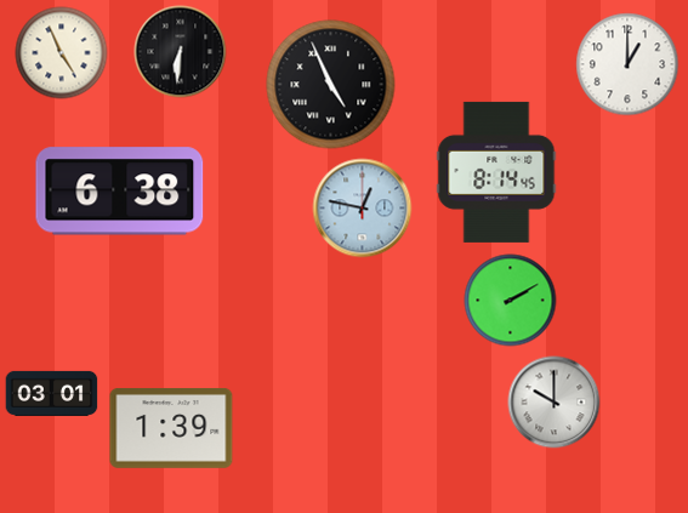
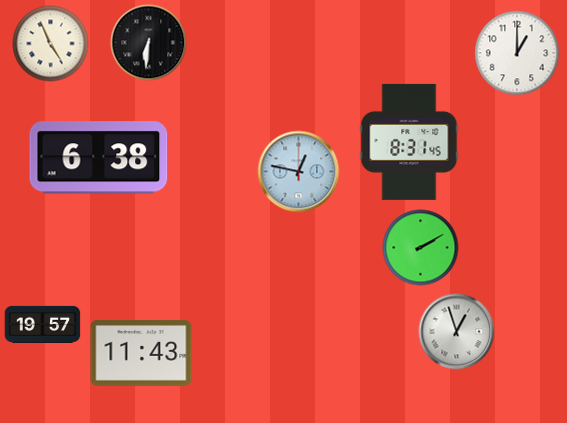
clock at (331, 85): 4:56 -> none
clock at (496, 172): 8:14 -> 8:31
clock at (52, 393): 03:01 -> 19:57
clock at (555, 403): 10:00 -> 12:57
clock at (171, 429): 1:39 -> 11:43
